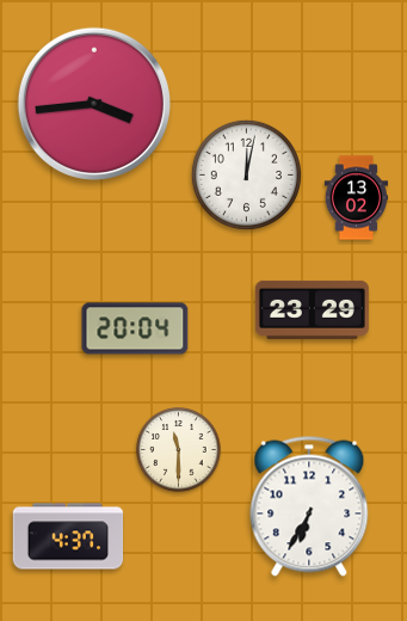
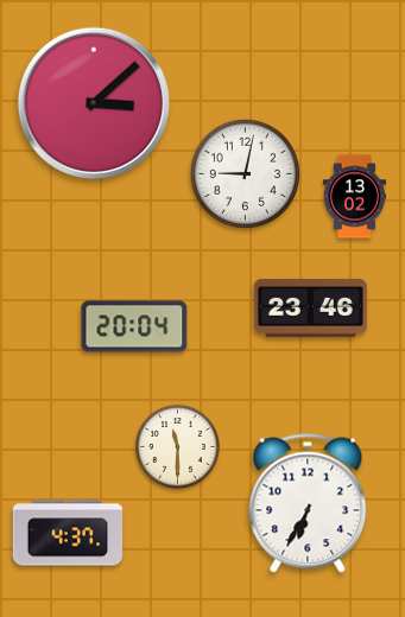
clock at (94, 104): 3:44 -> 3:08
clock at (246, 174): 12:02 -> 9:02
clock at (312, 309): 23:29 -> 23:46
